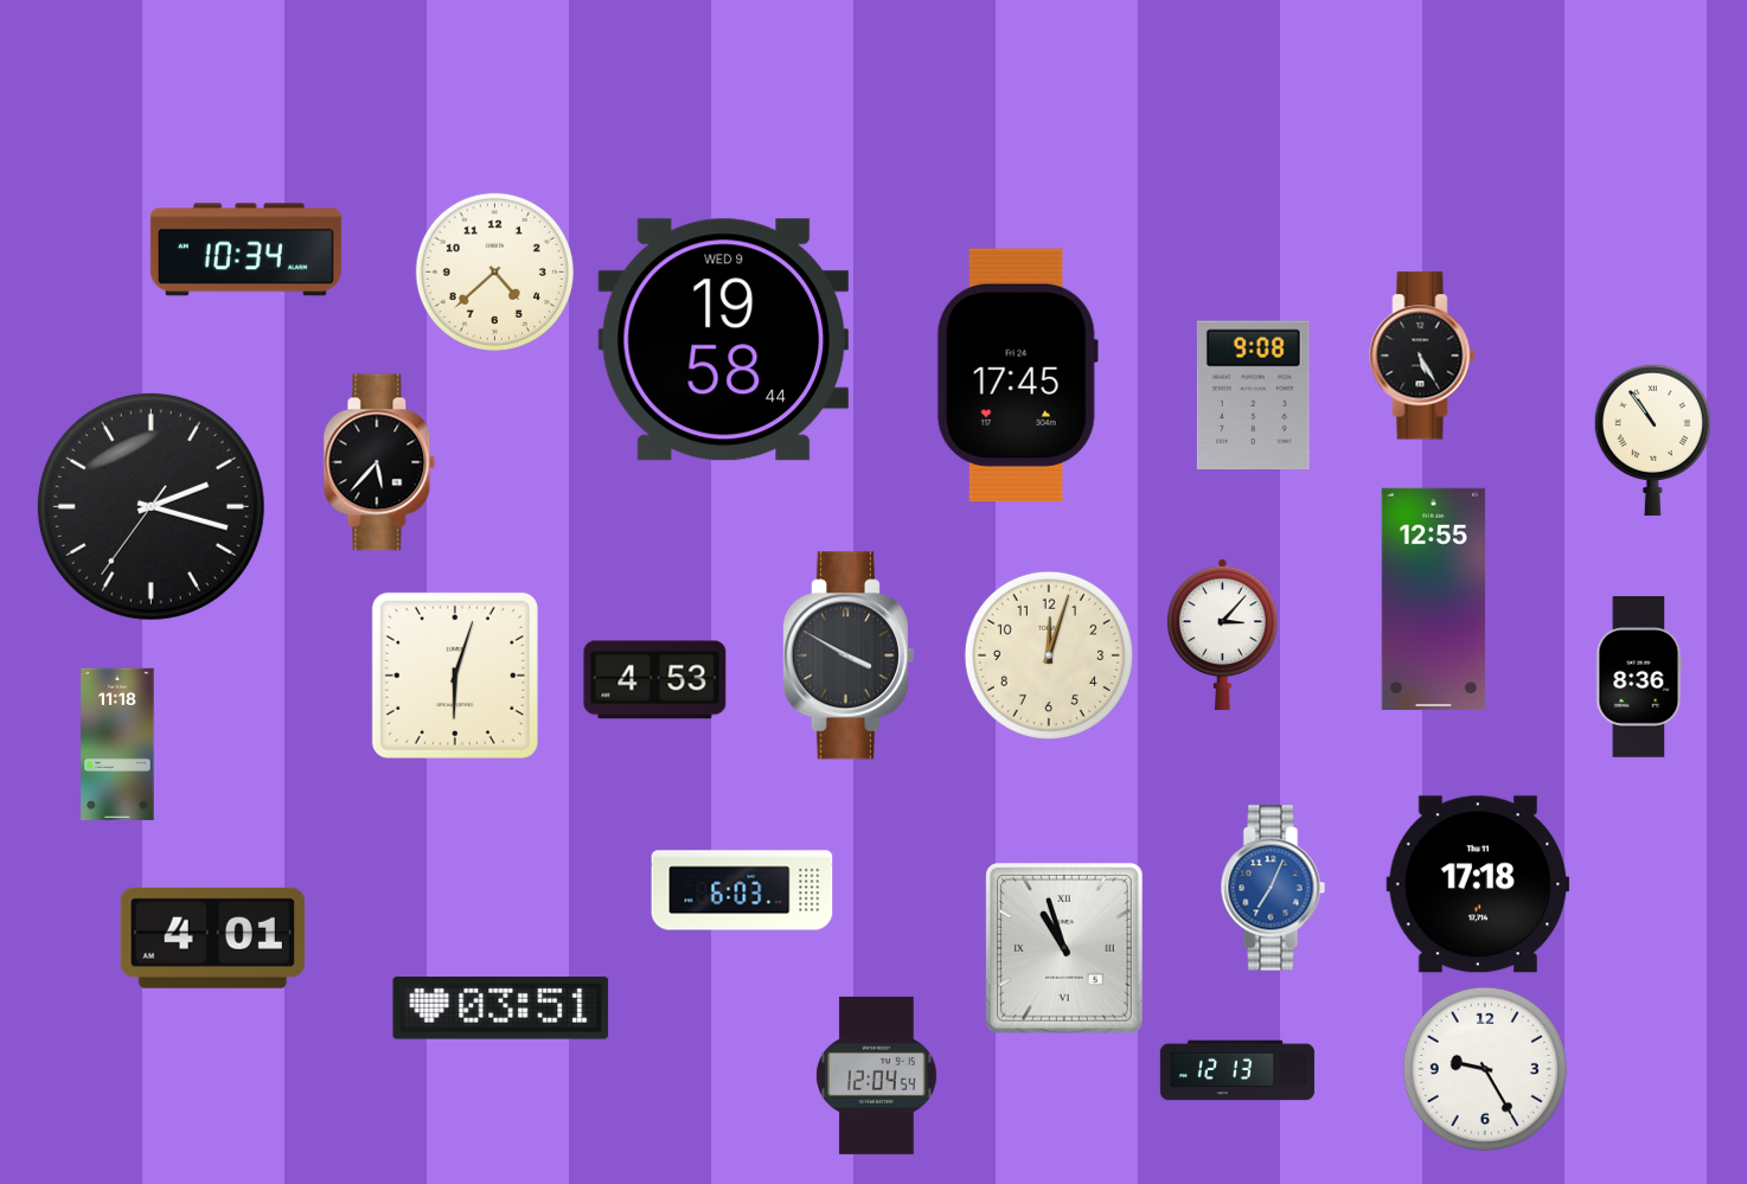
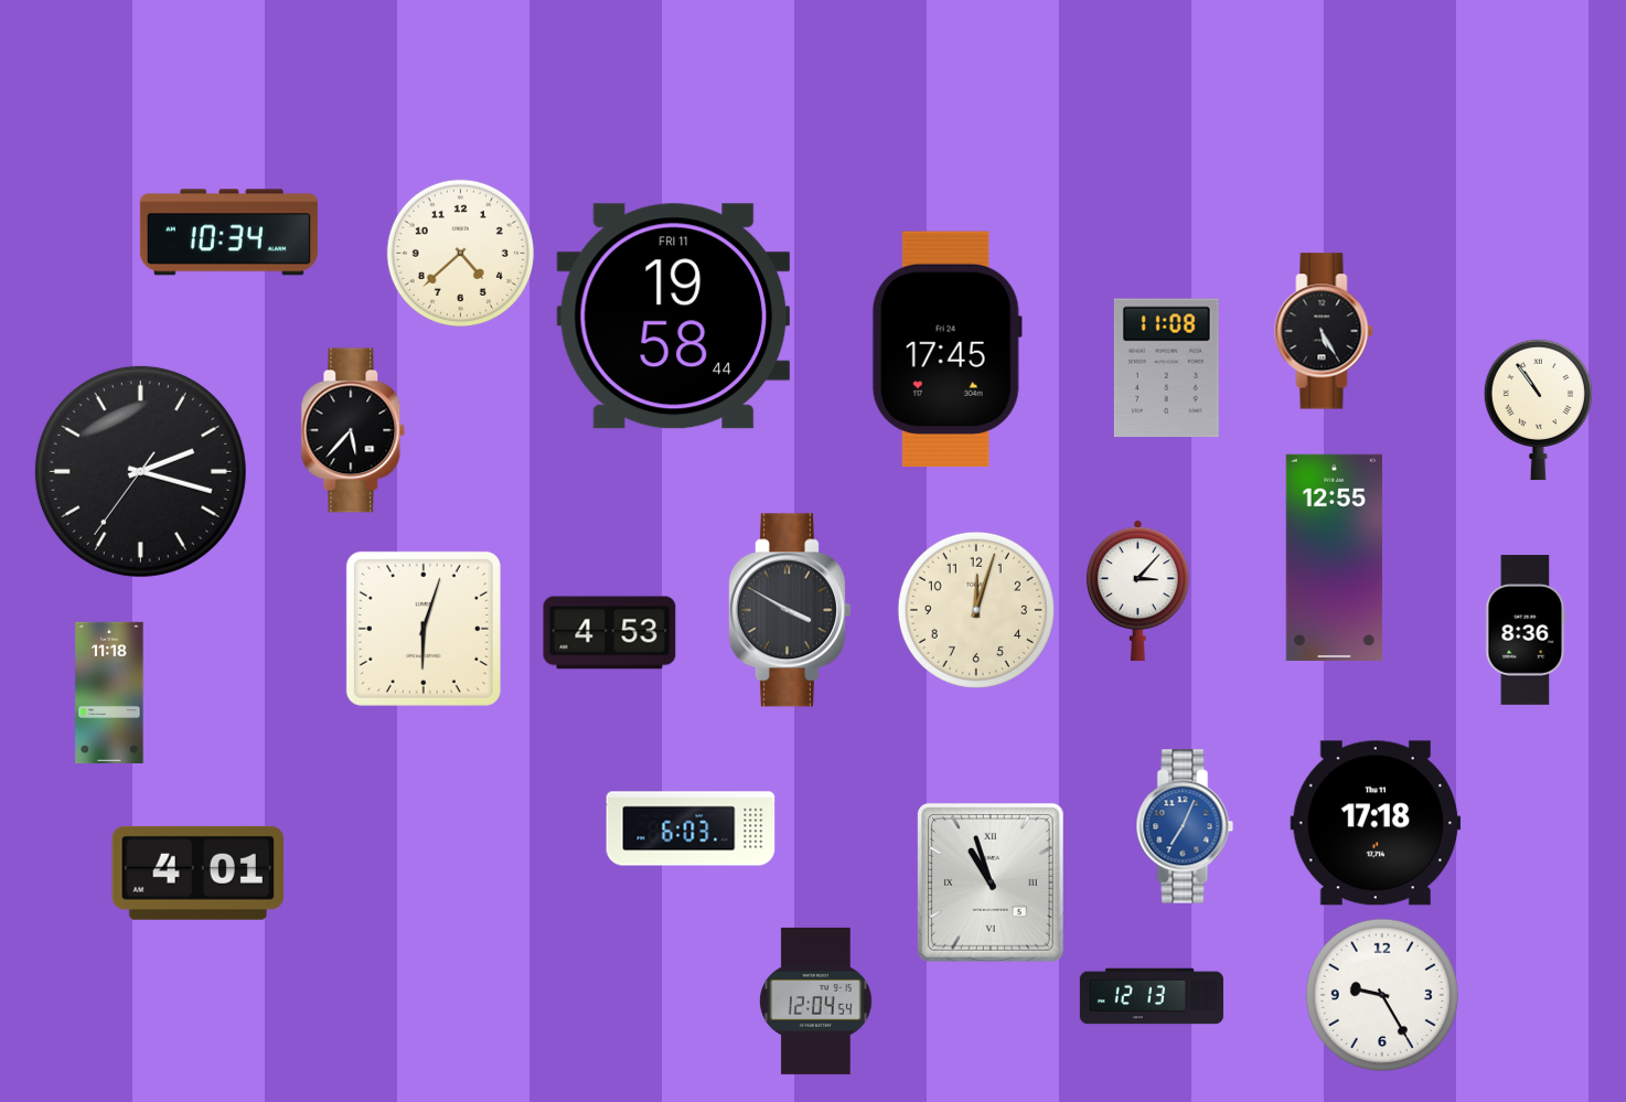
clock at (724, 340) date: WED 9 -> FRI 11
clock at (1253, 396): 9:08 -> 11:08
clock at (501, 1009): 03:51 -> none
